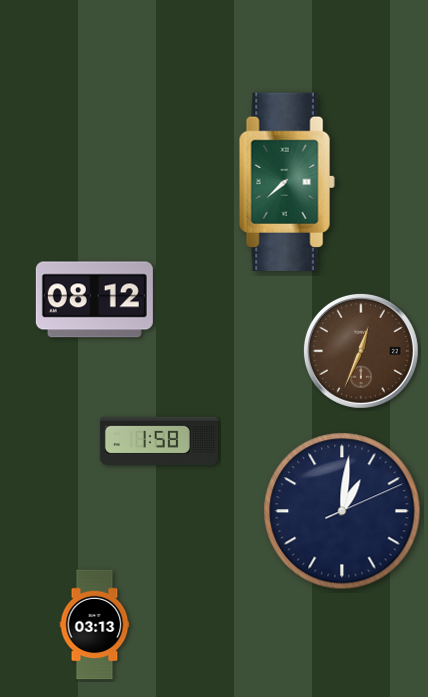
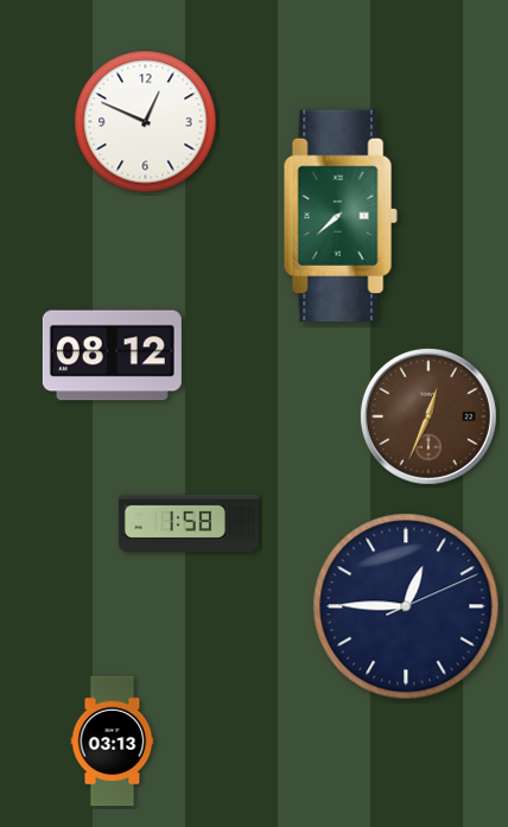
clock at (146, 122): none -> 12:49
clock at (342, 511): 1:01 -> 12:45
